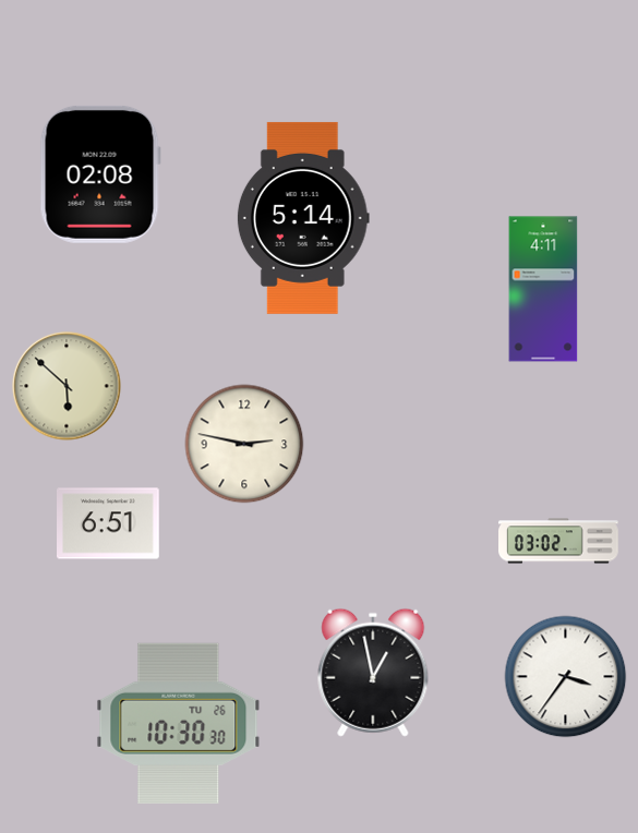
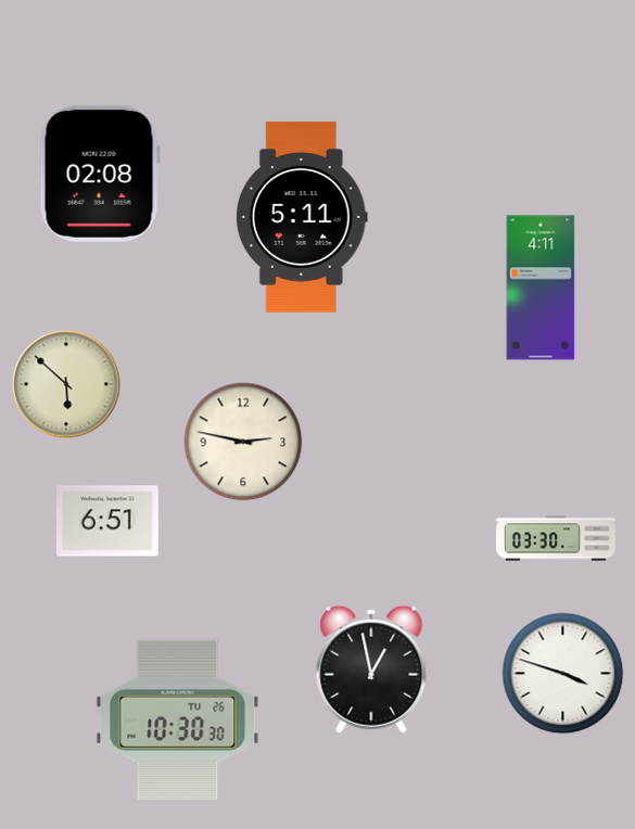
clock at (303, 218): 5:14 -> 5:11
clock at (559, 541): 03:02 -> 03:30
clock at (566, 677): 3:36 -> 3:48
